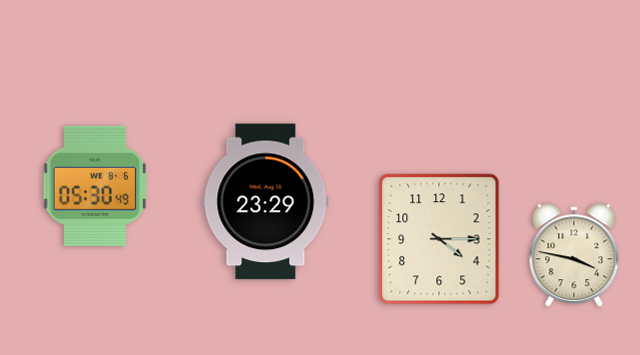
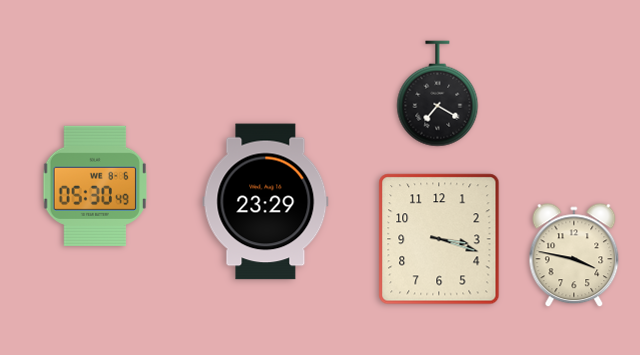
clock at (438, 94): none -> 7:20
clock at (439, 239): 4:15 -> 3:18
